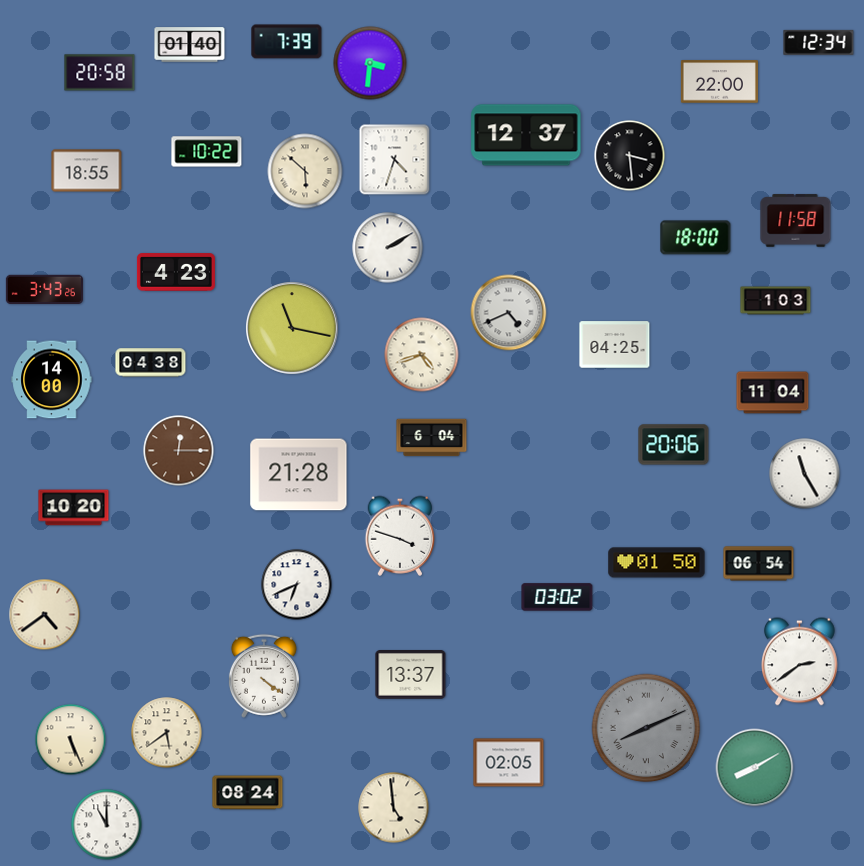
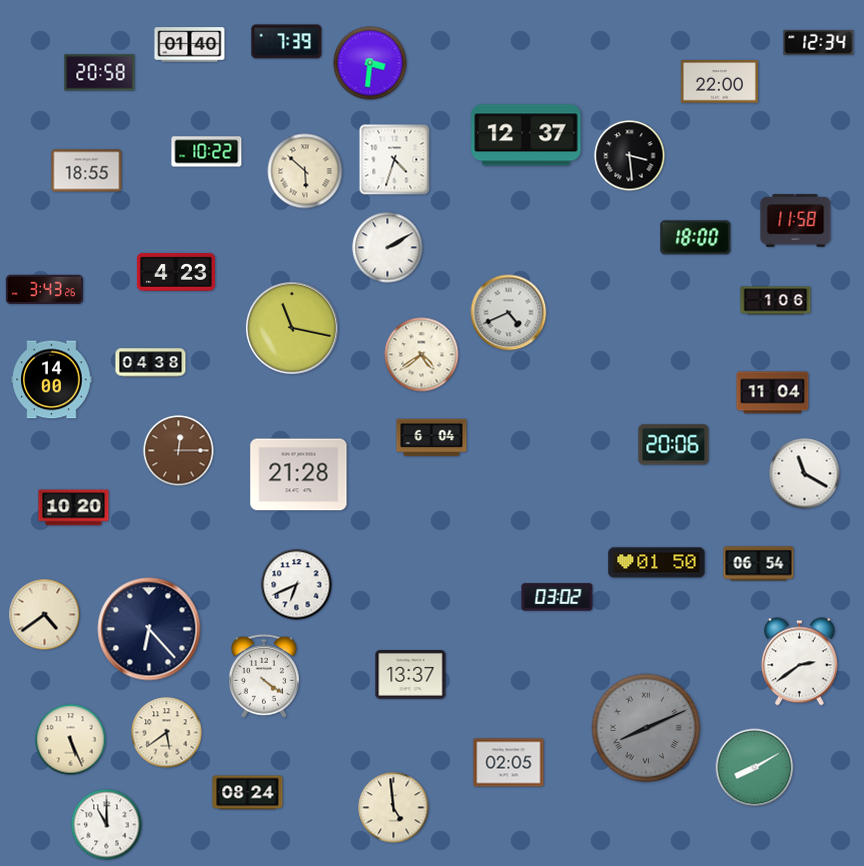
clock at (776, 301): 1:03 -> 1:06
clock at (615, 345): 04:25 -> none
clock at (422, 355): 4:42 -> 4:39
clock at (805, 474): 11:25 -> 11:20
clock at (400, 536): 3:48 -> none
clock at (149, 629): none -> 6:23
